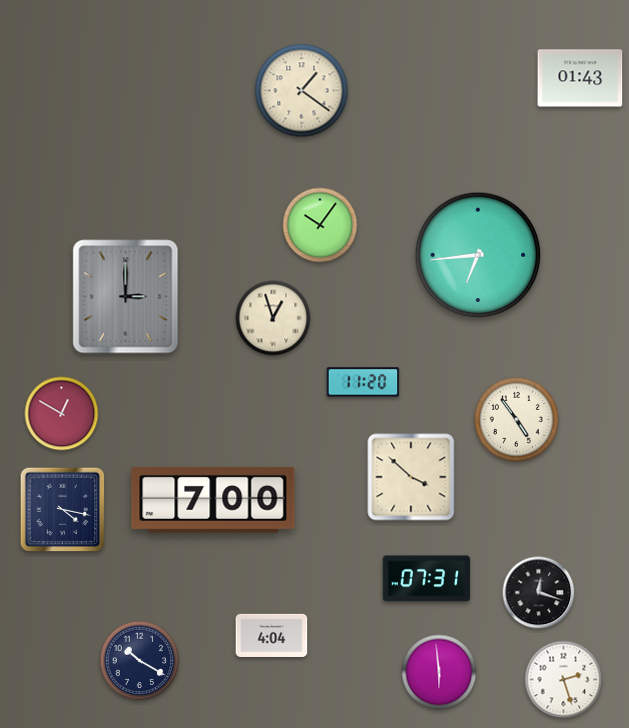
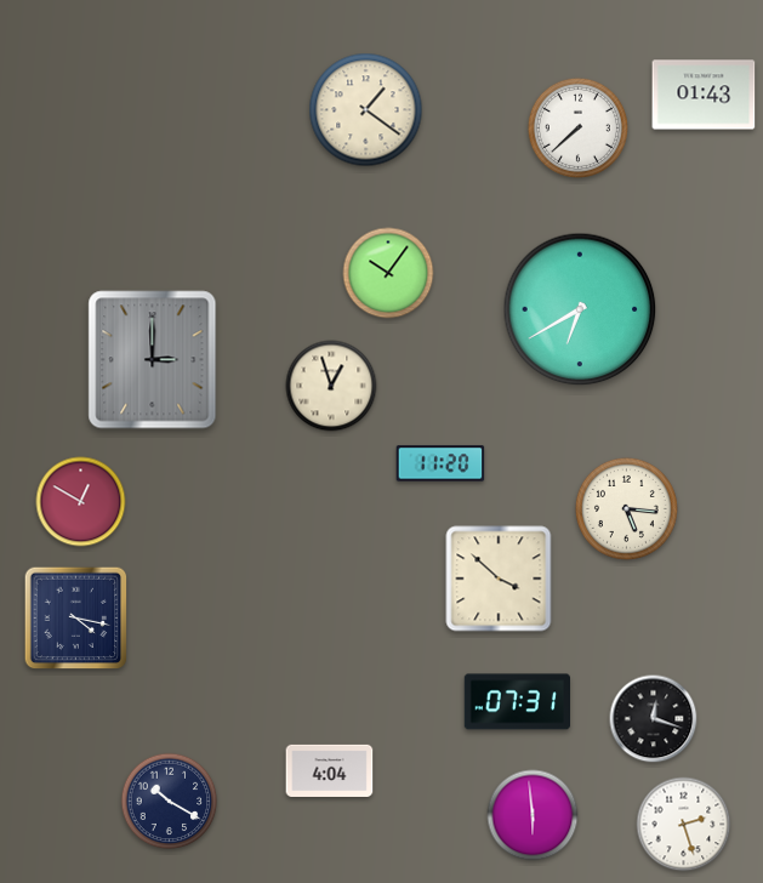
clock at (577, 127): none -> 7:38
clock at (478, 255): 6:44 -> 6:40
clock at (62, 414) position: (62, 414) -> (81, 502)
clock at (516, 419): 4:54 -> 5:16
clock at (213, 501): 7:00 -> none
